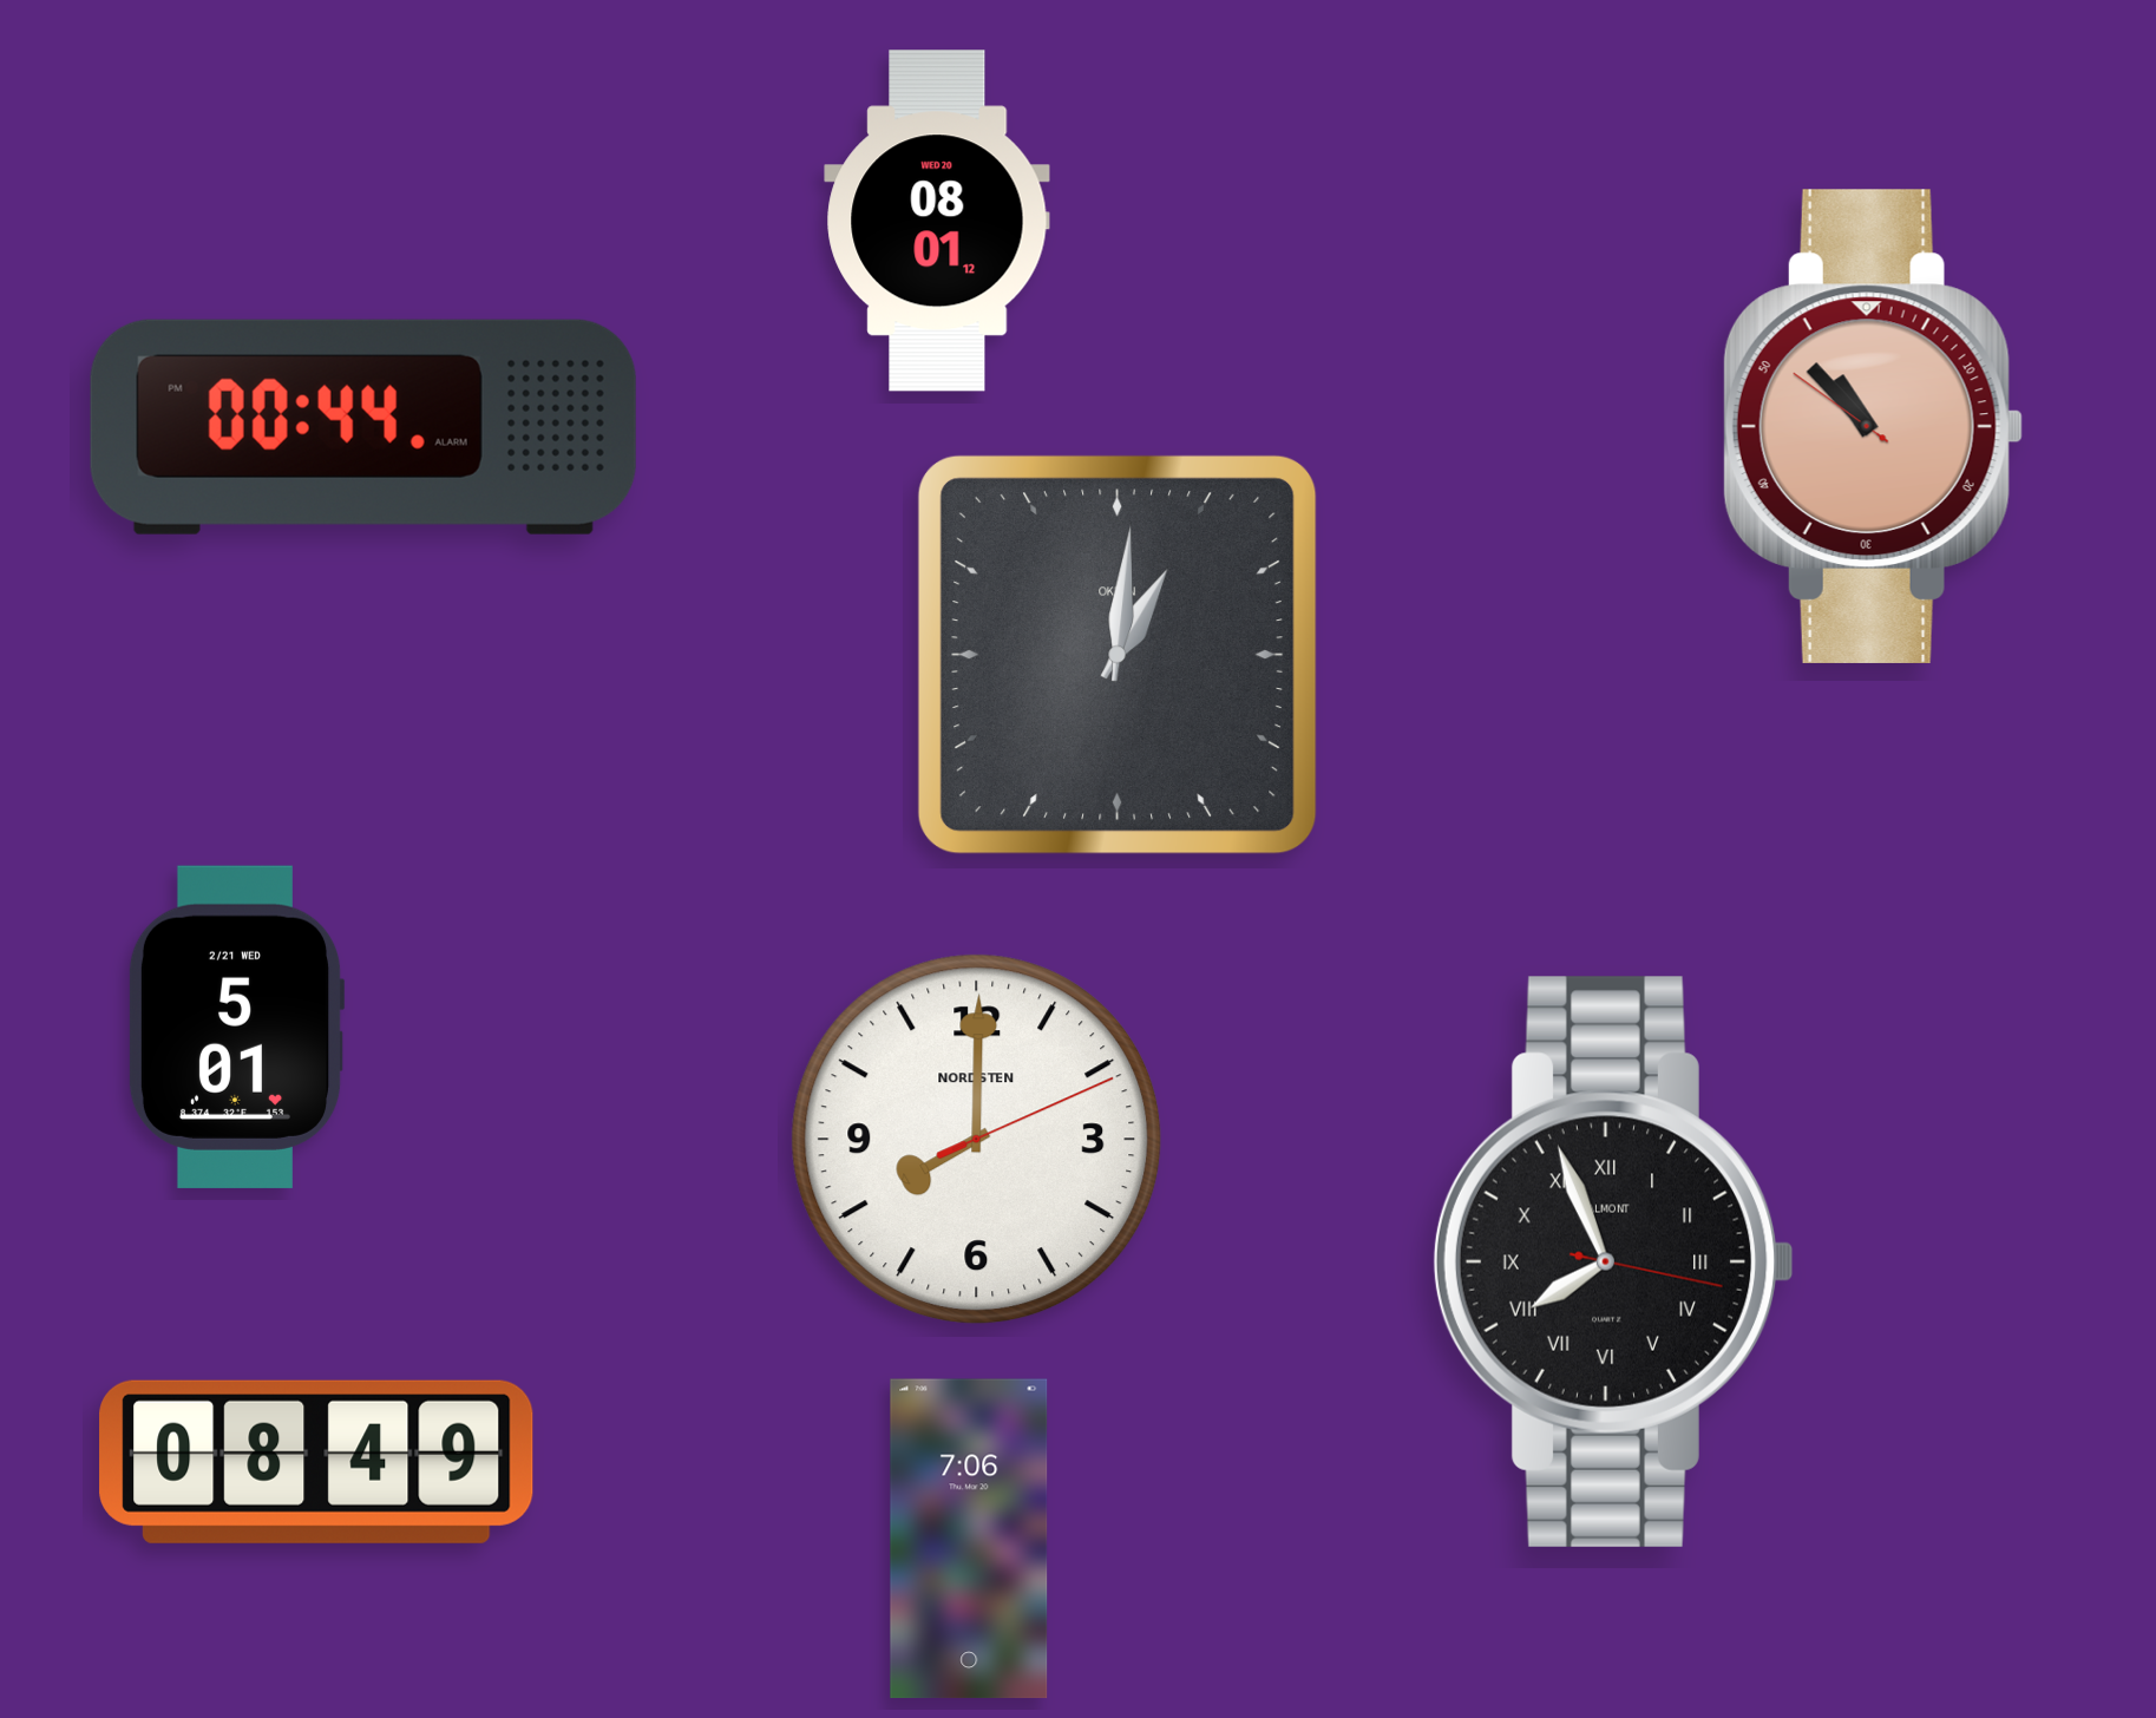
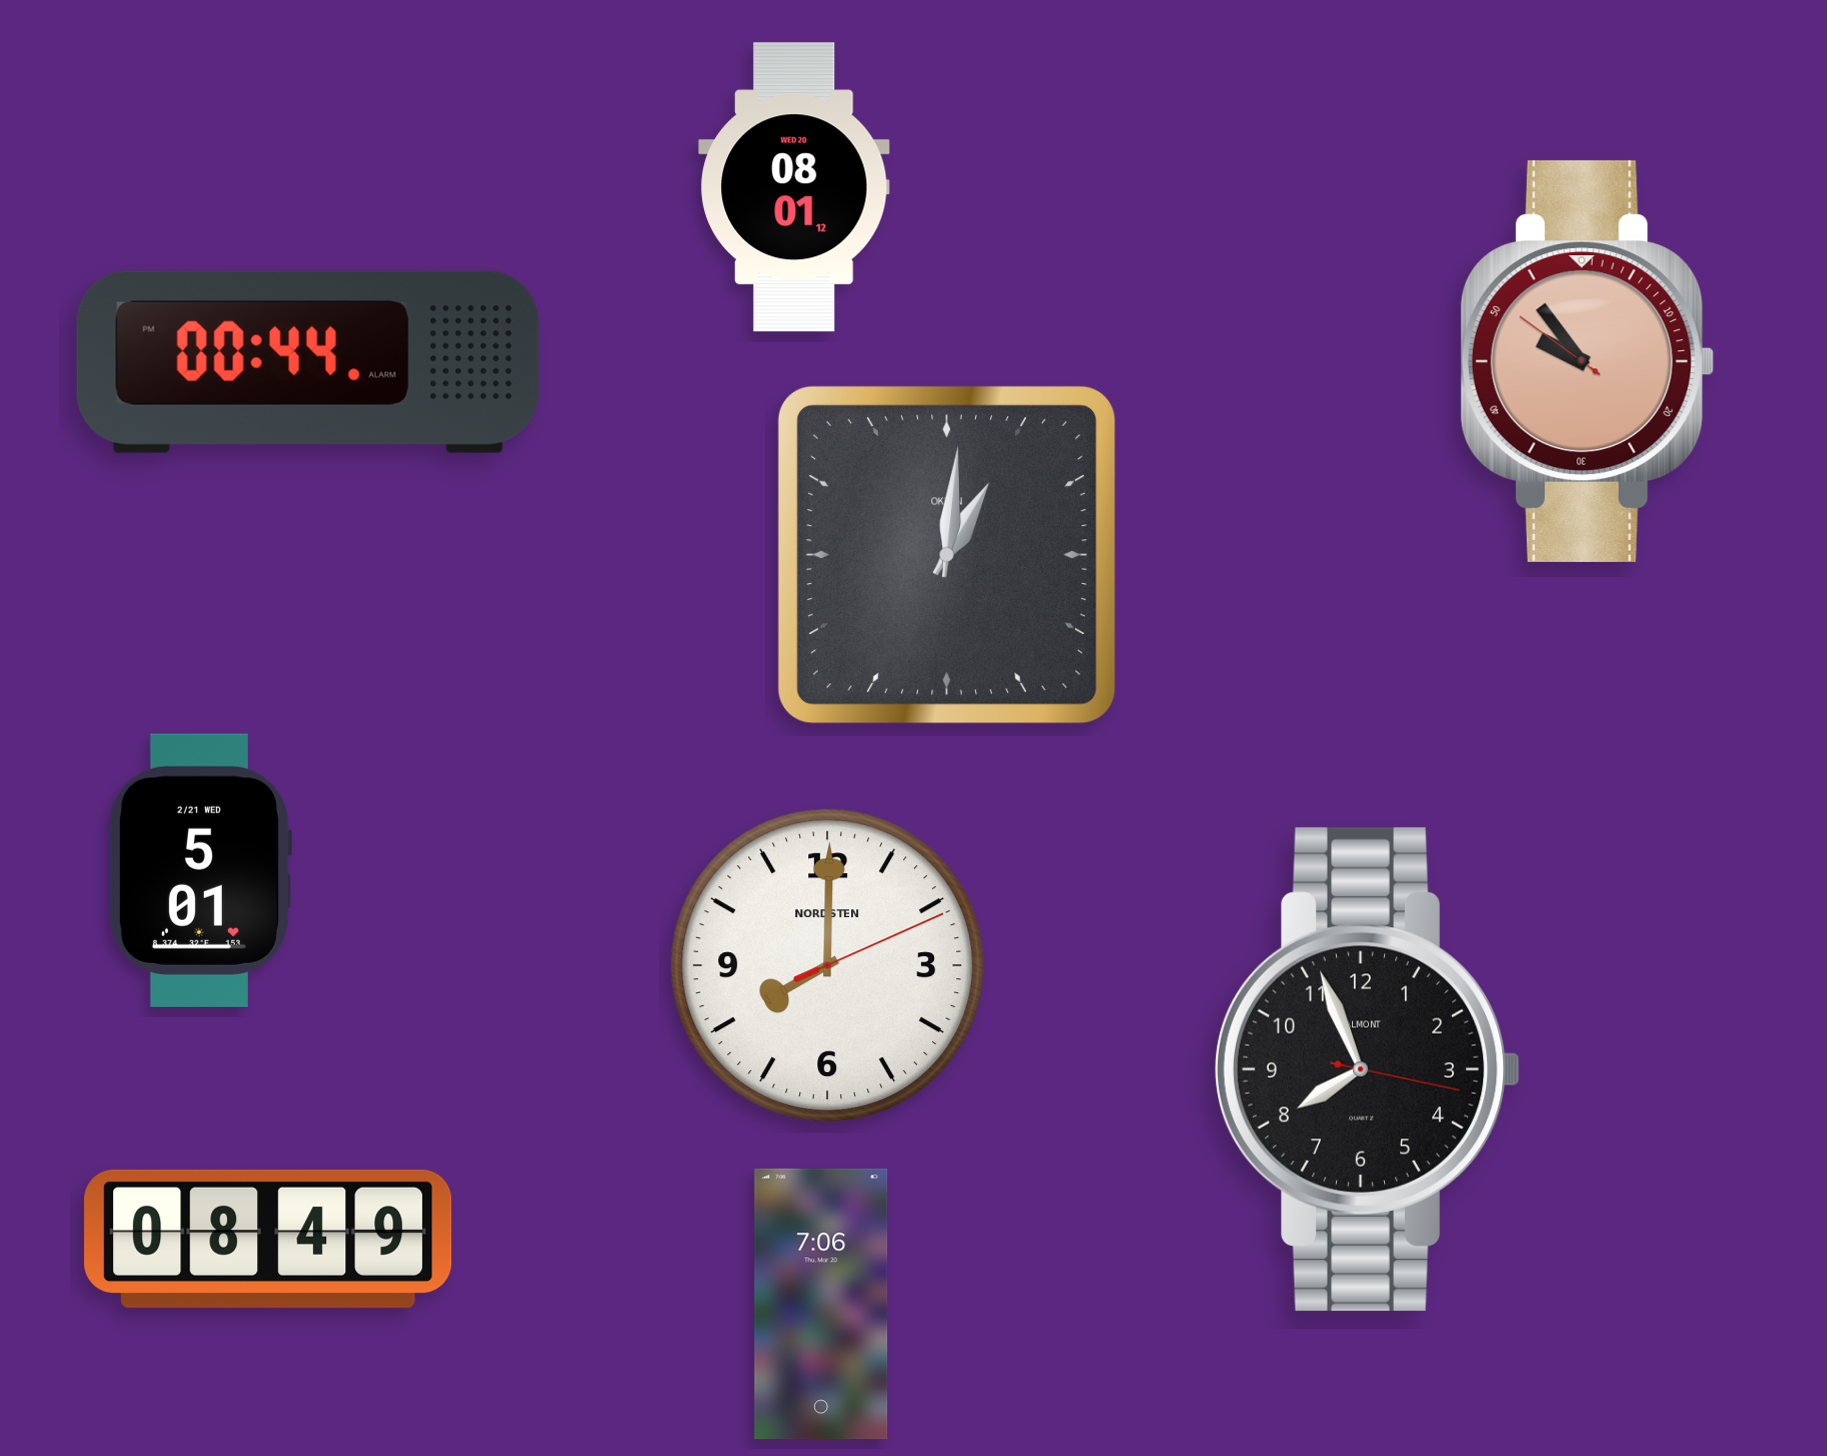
clock at (1873, 426): 10:52 -> 9:53
clock at (1613, 1261) numerals: Roman -> Arabic
